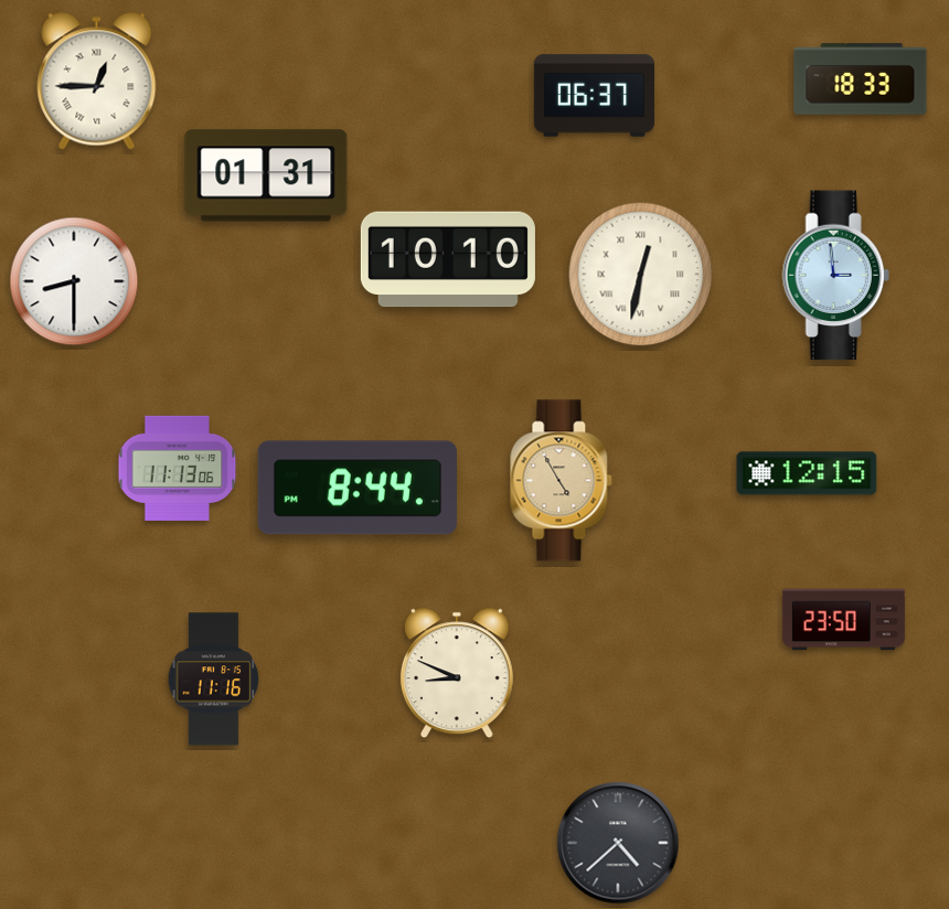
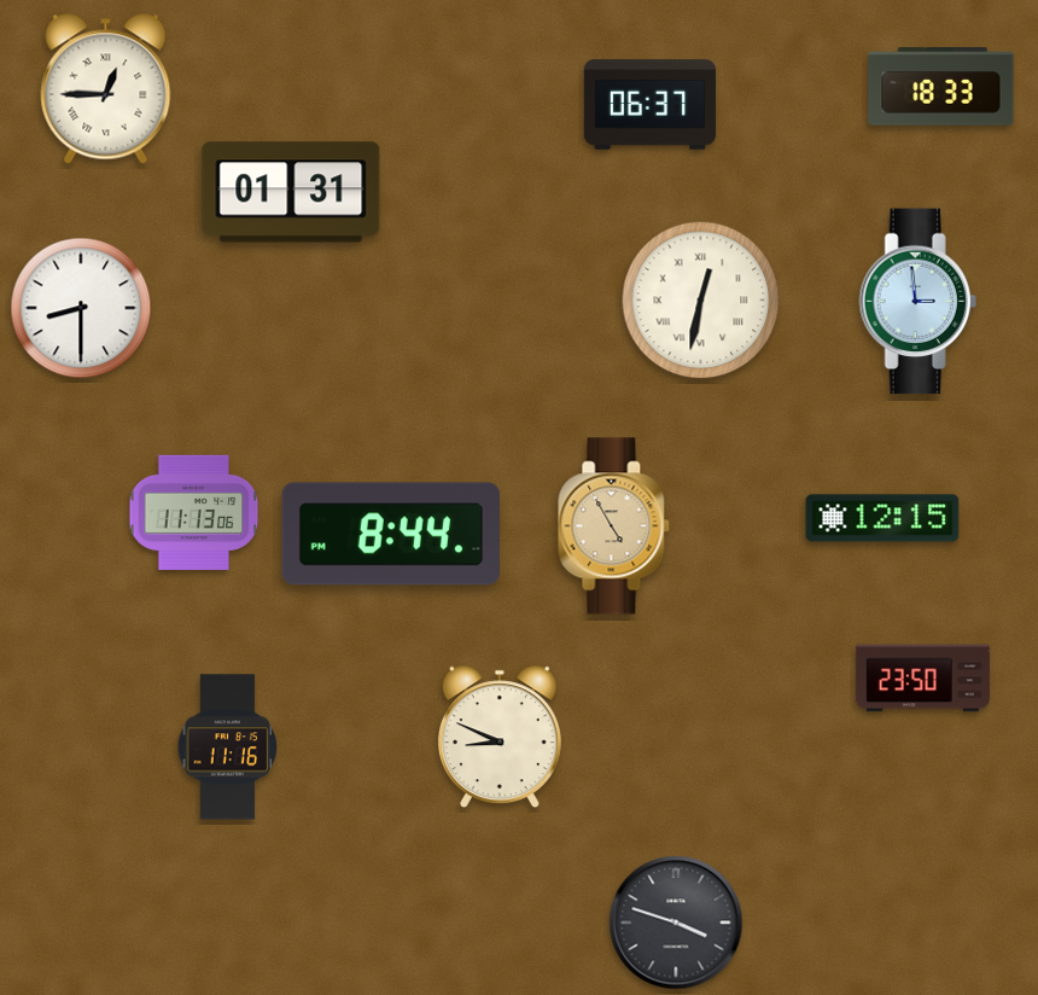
clock at (448, 259): 10:10 -> none
clock at (835, 276) position: (835, 276) -> (917, 302)
clock at (214, 680) position: (214, 680) -> (228, 747)
clock at (618, 843): 4:38 -> 3:48
